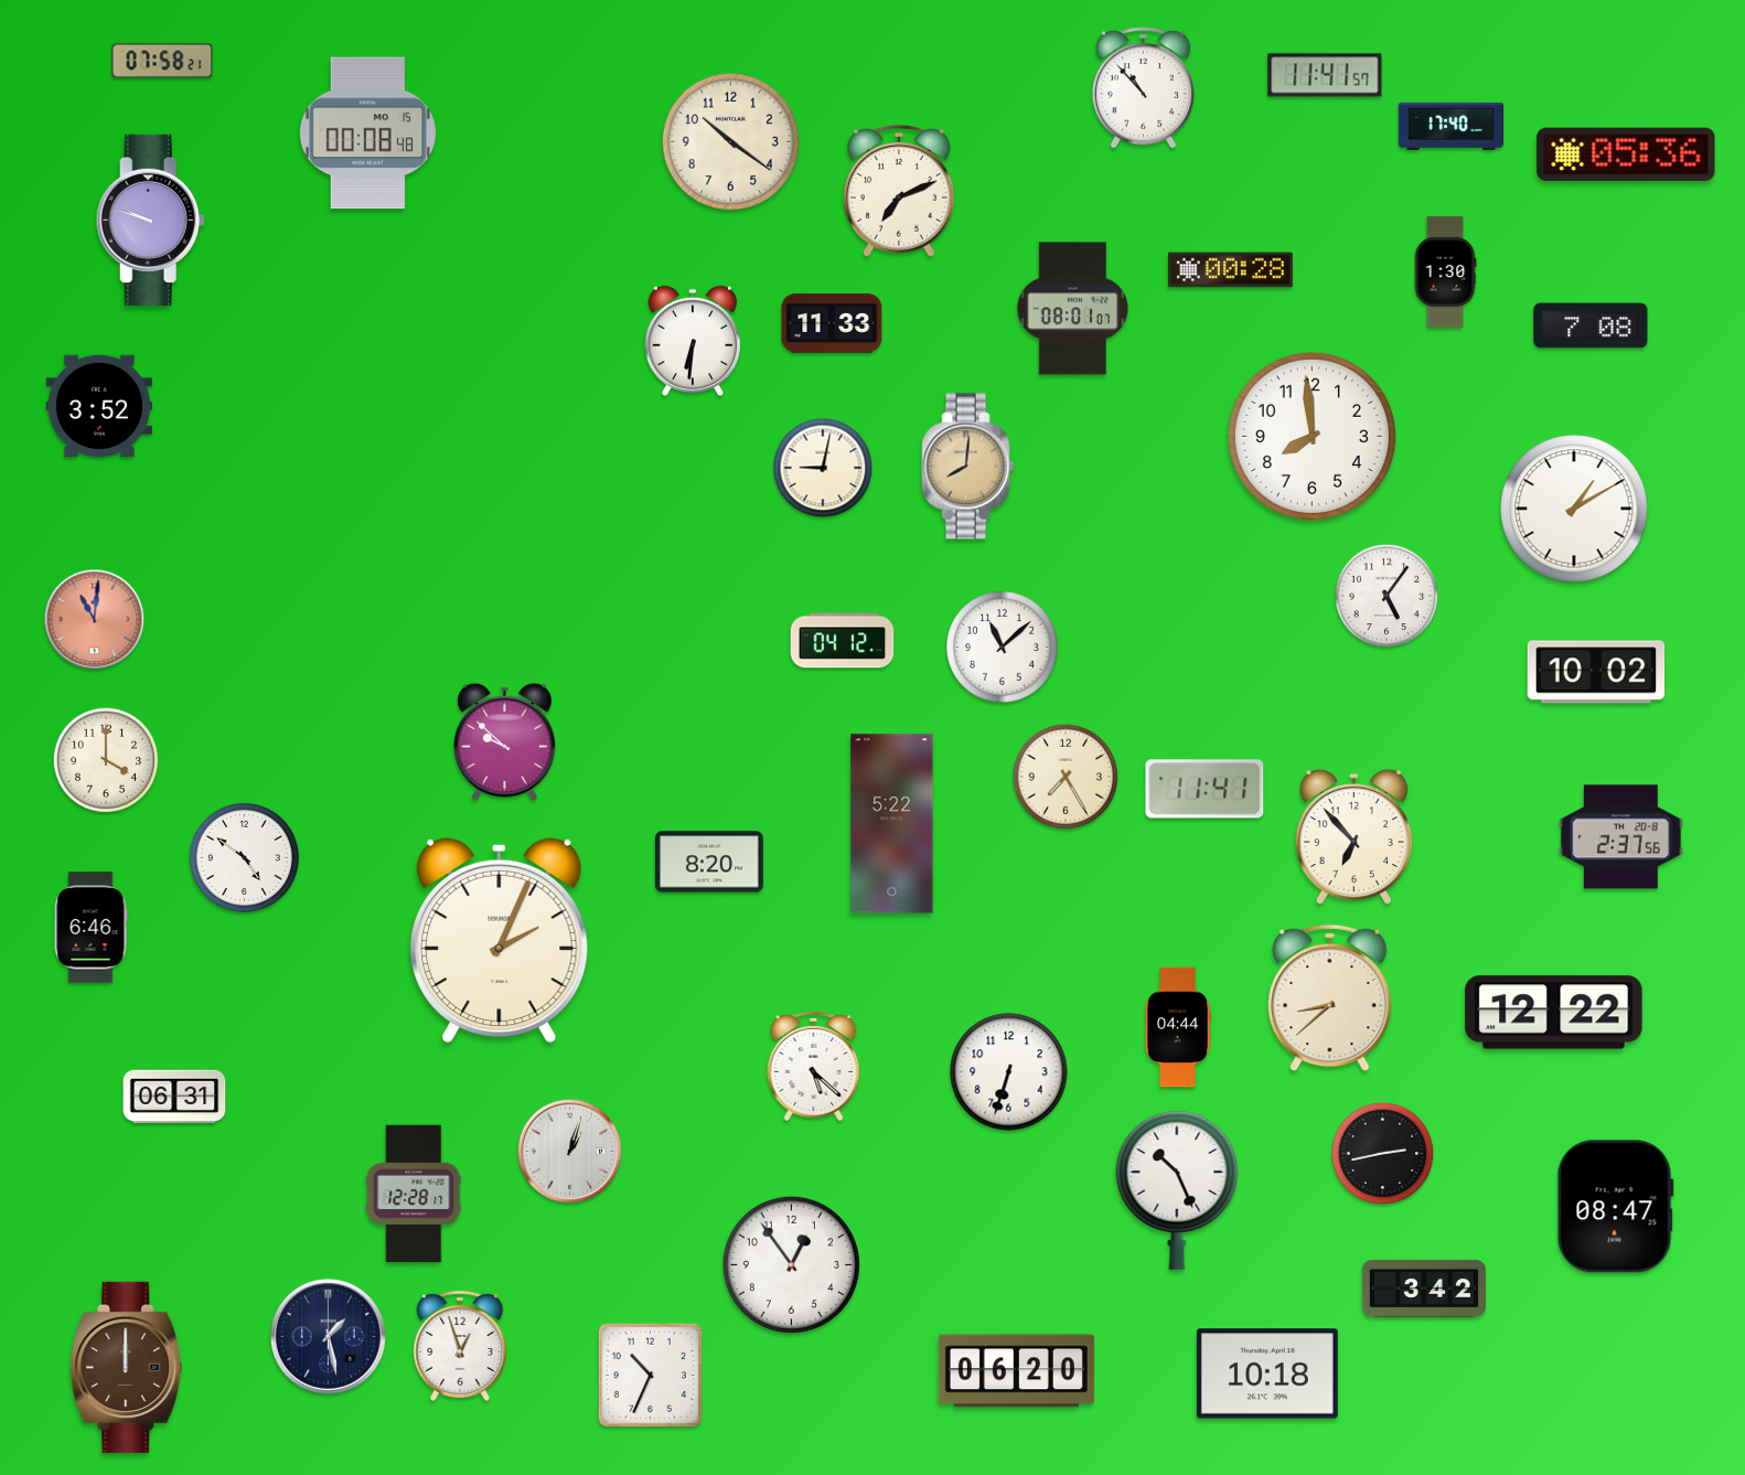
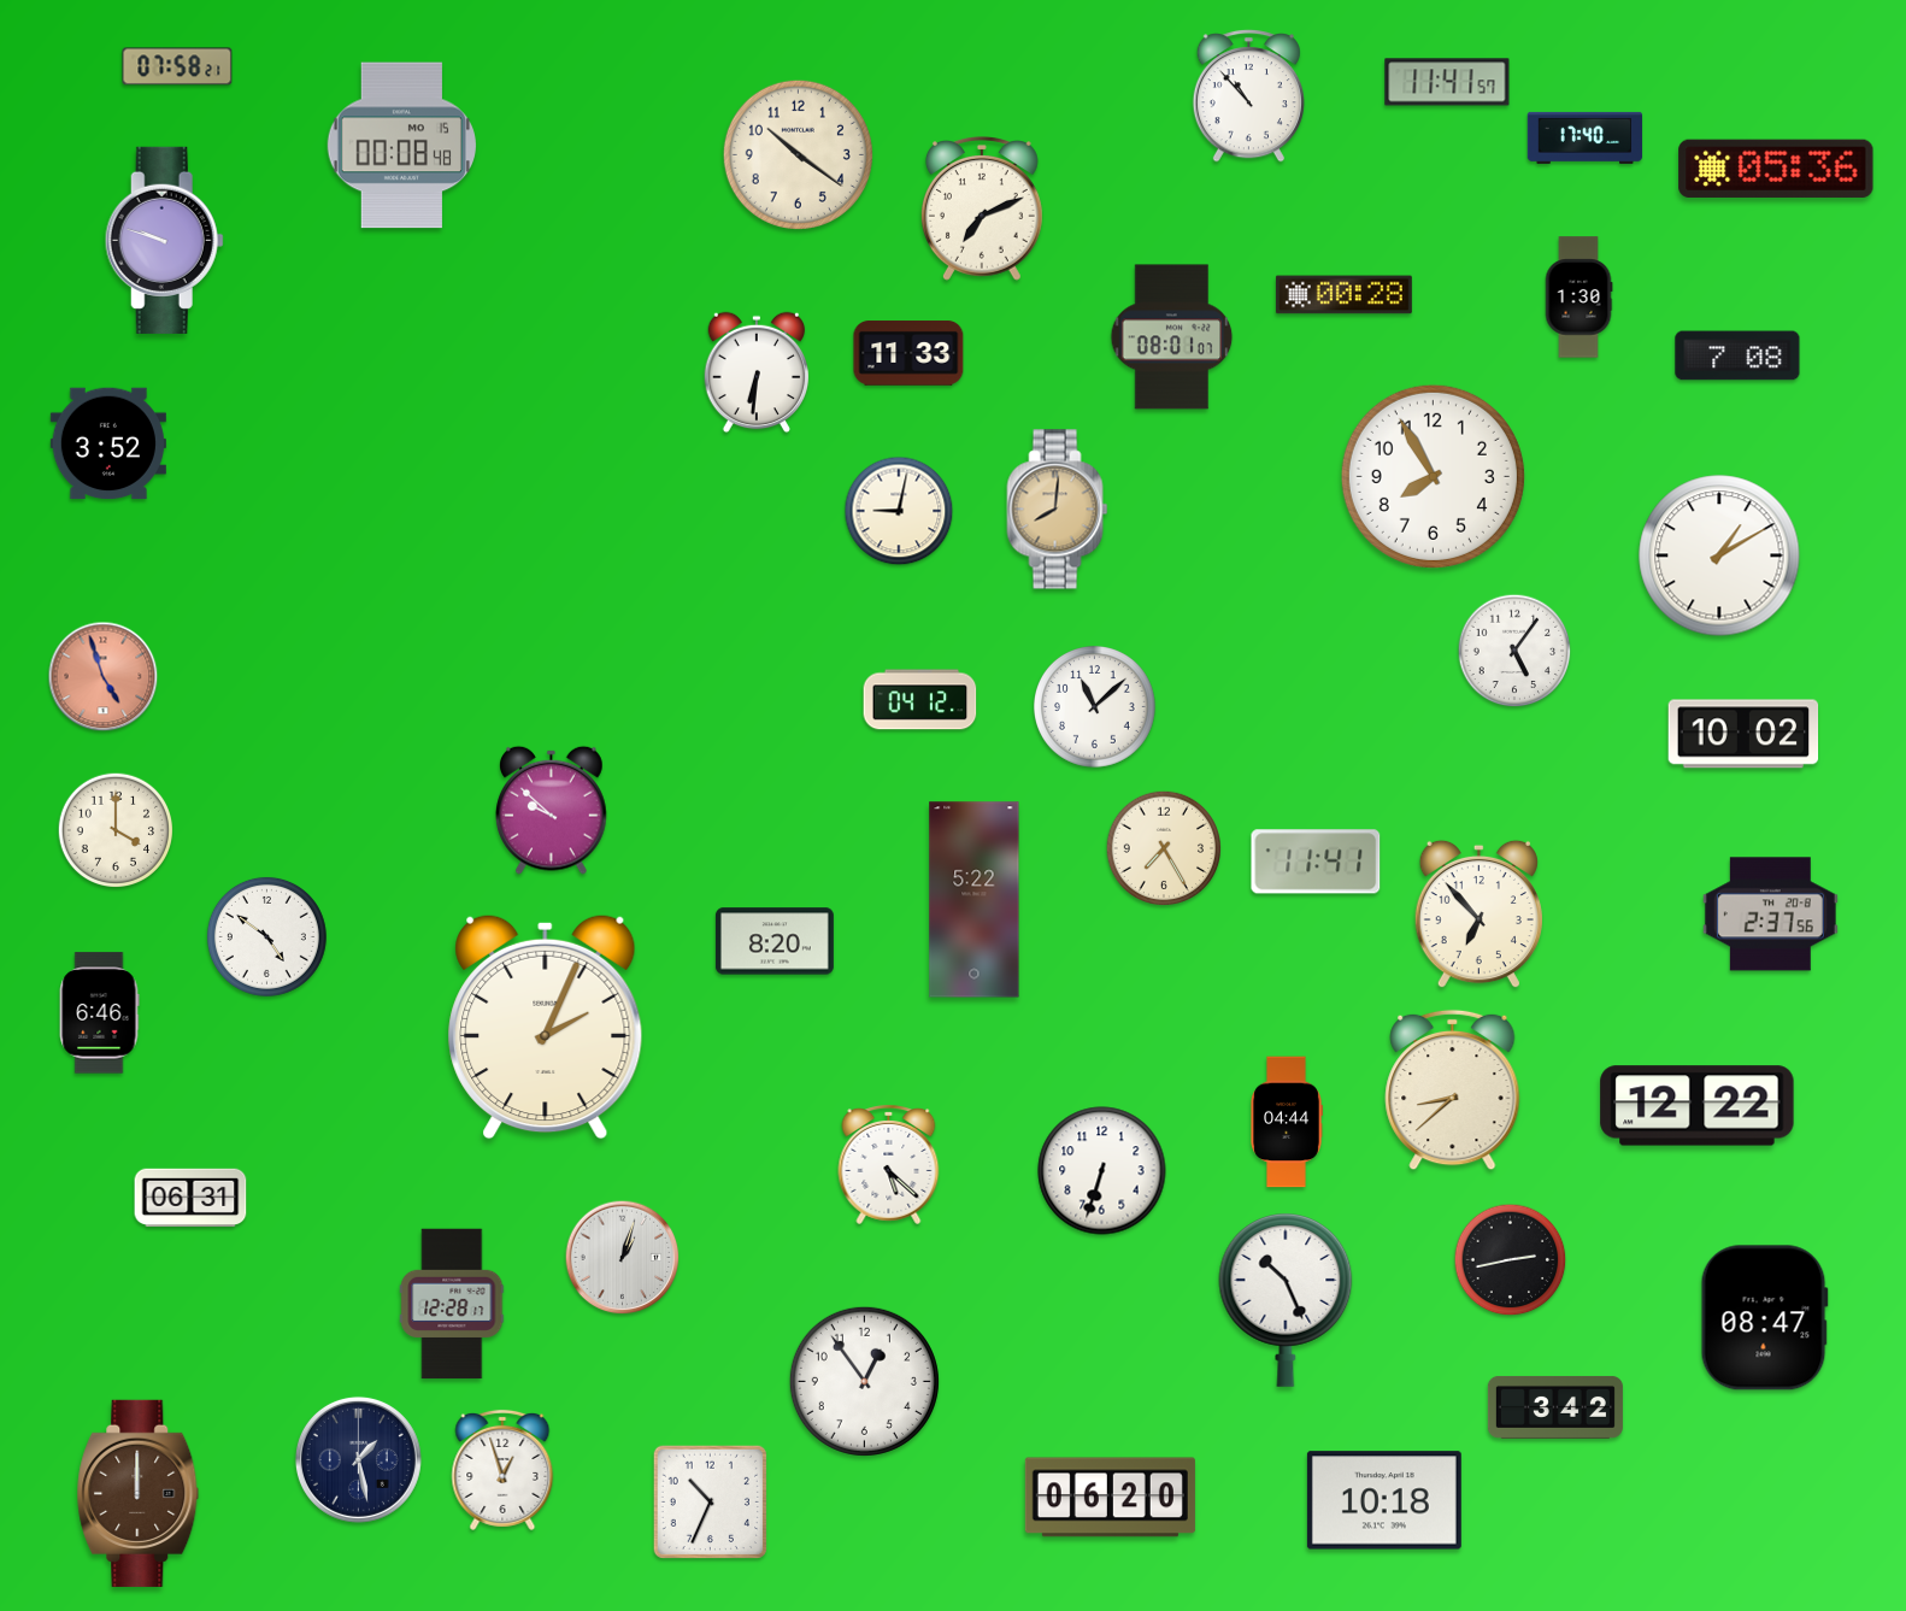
clock at (1312, 436): 7:59 -> 7:55
clock at (95, 620): 11:01 -> 4:57
